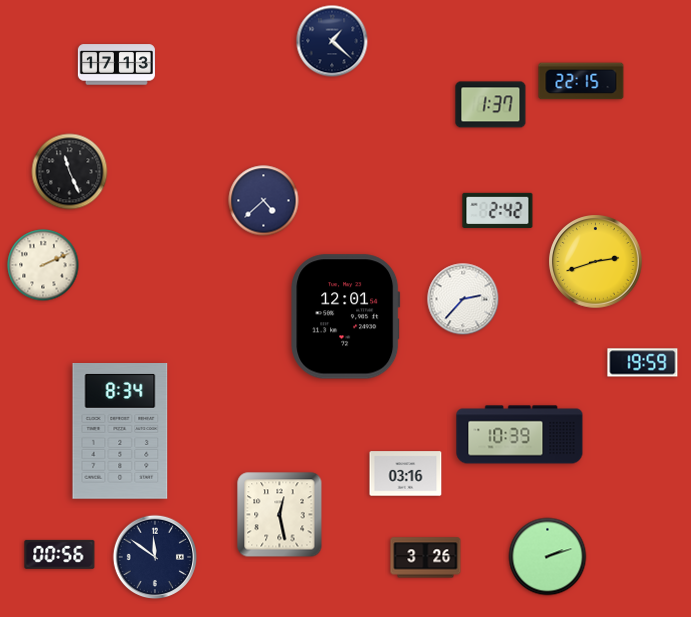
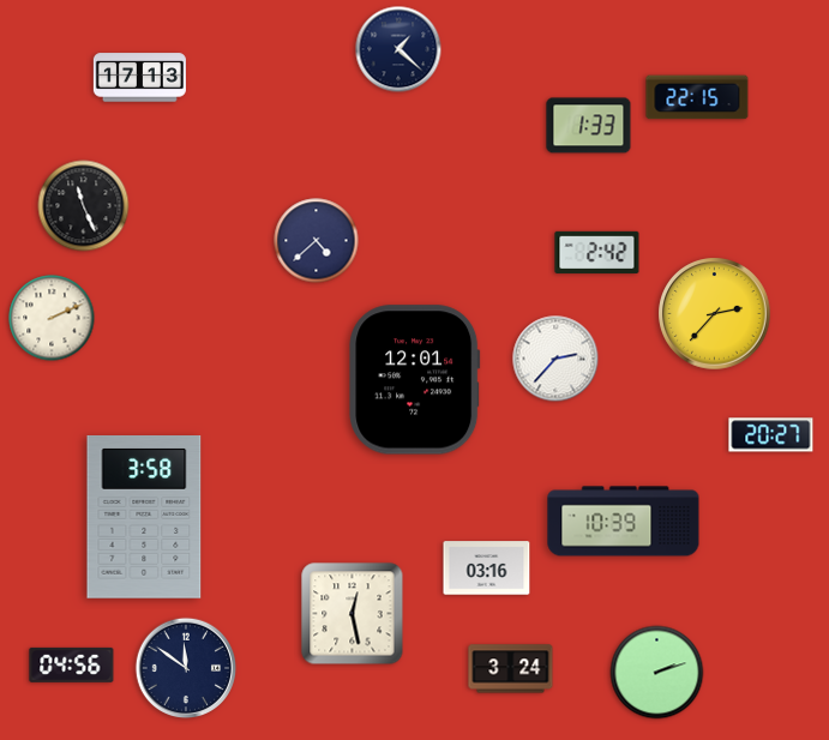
clock at (491, 105): 1:37 -> 1:33
clock at (596, 262): 2:42 -> 2:37
clock at (643, 363): 19:59 -> 20:27
clock at (120, 432): 8:34 -> 3:58
clock at (280, 515) position: (280, 515) -> (353, 614)
clock at (60, 554): 00:56 -> 04:56
clock at (548, 557) position: (548, 557) -> (657, 673)
clock at (426, 558): 3:26 -> 3:24
